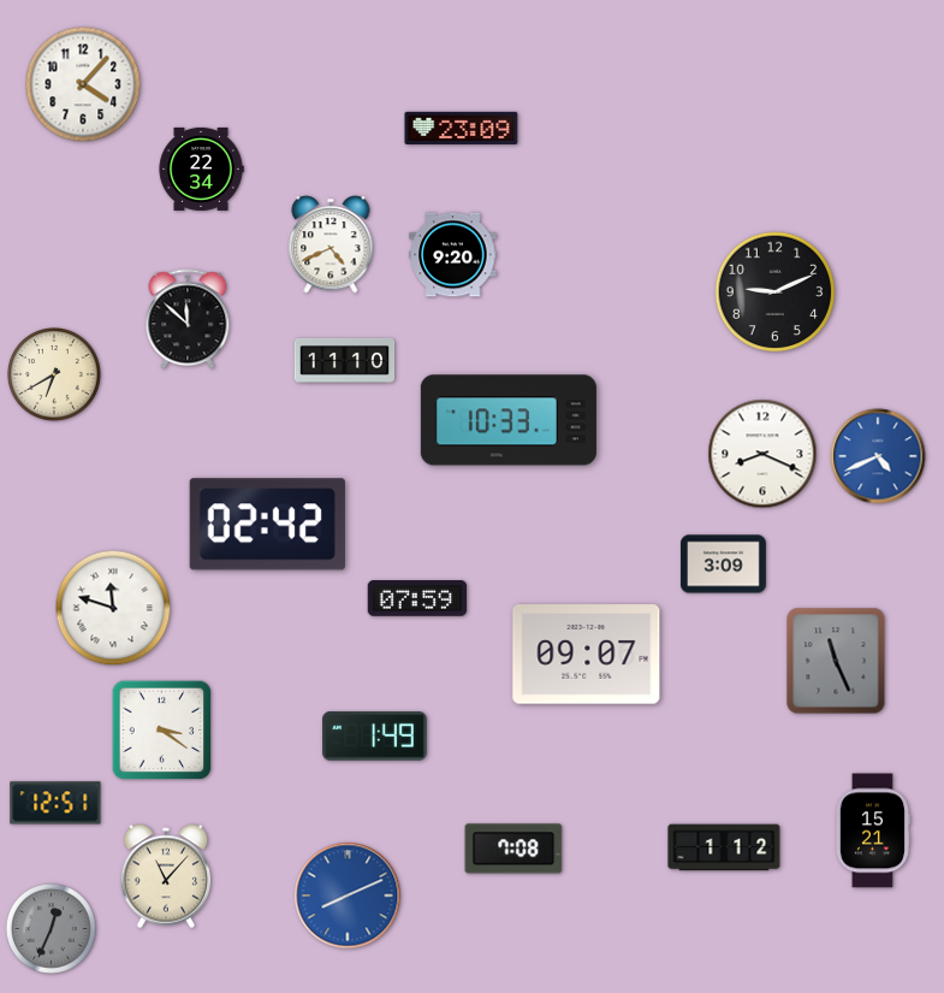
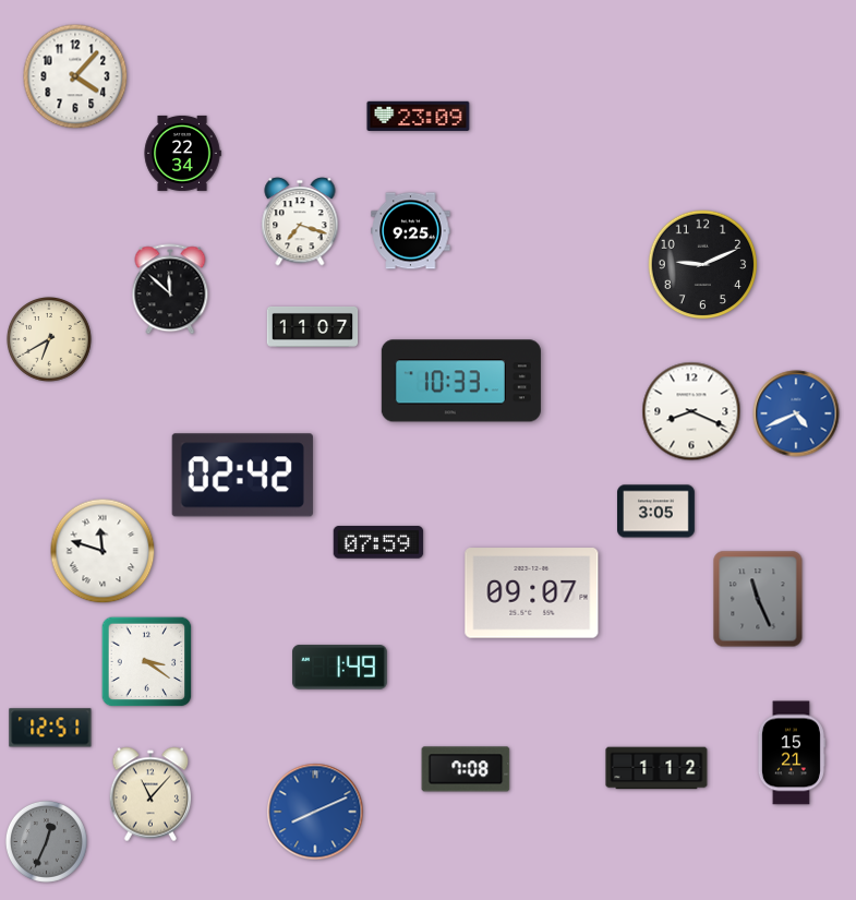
clock at (331, 244): 4:41 -> 7:18
clock at (453, 255): 9:20 -> 9:25
clock at (345, 361): 11:10 -> 11:07
clock at (724, 565): 3:09 -> 3:05
